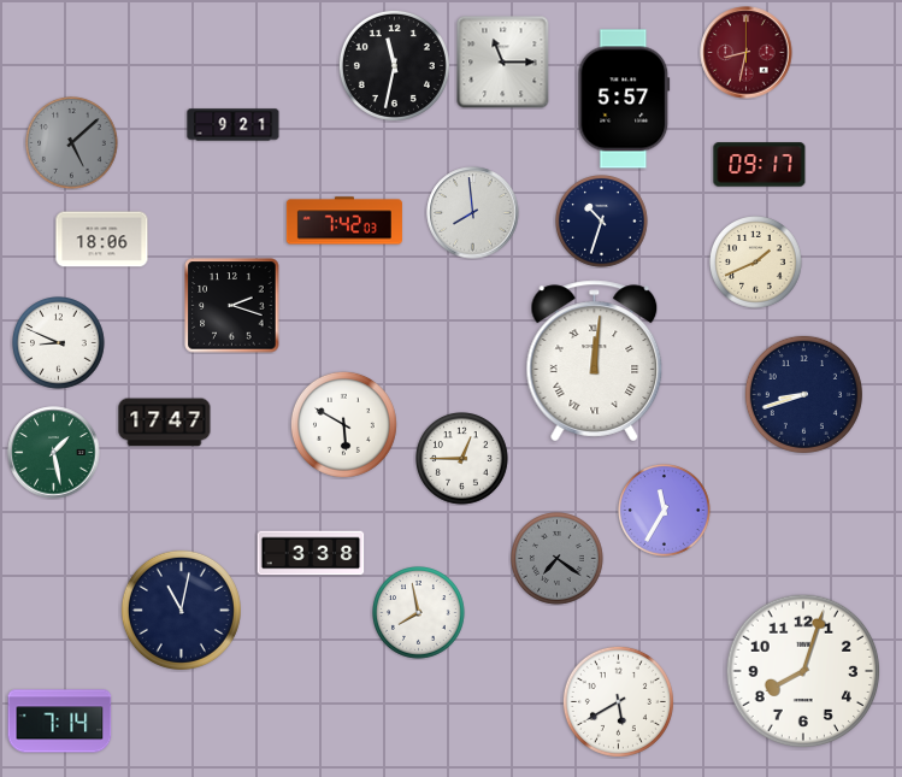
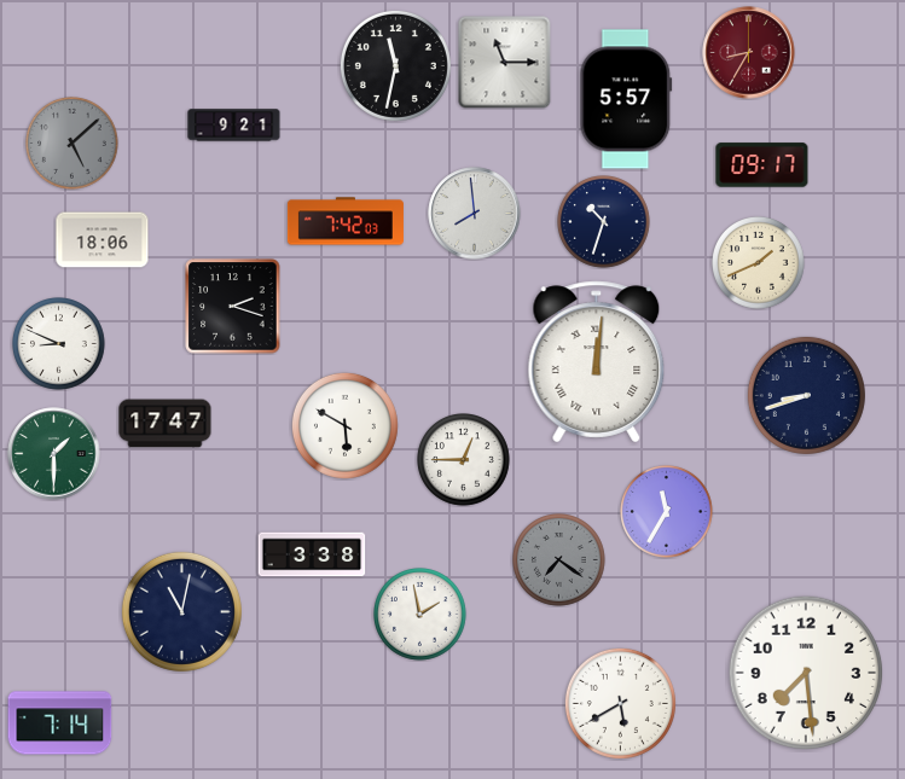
clock at (747, 53): 8:32 -> 8:35
clock at (54, 453): 1:28 -> 1:30
clock at (419, 613): 7:58 -> 1:58
clock at (803, 671): 8:03 -> 7:29
